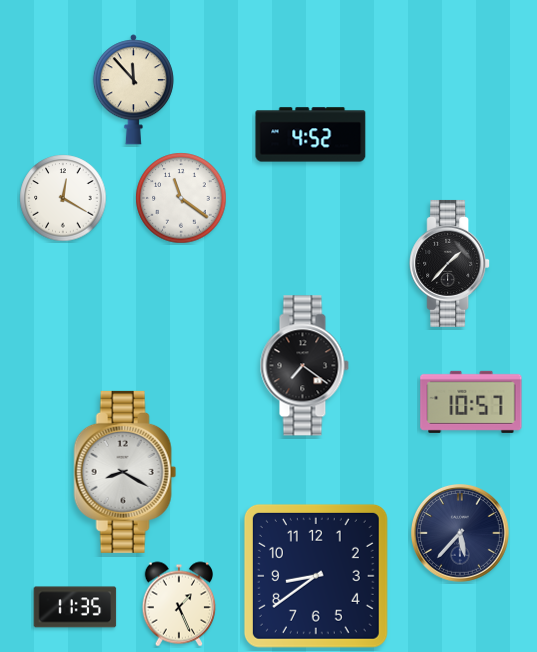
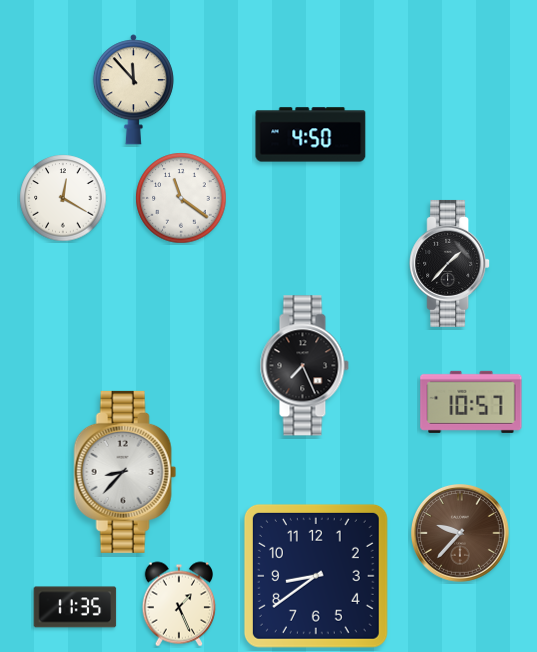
clock at (311, 135): 4:52 -> 4:50
clock at (304, 366): 7:21 -> 7:26
clock at (125, 472): 8:20 -> 8:37
clock at (460, 534): 5:37 -> 9:37
clock at (460, 534) dial: navy -> brown
